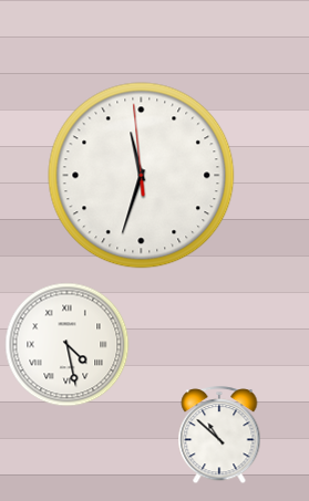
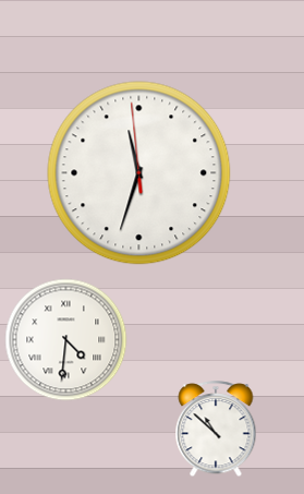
clock at (68, 345): 4:28 -> 4:31
